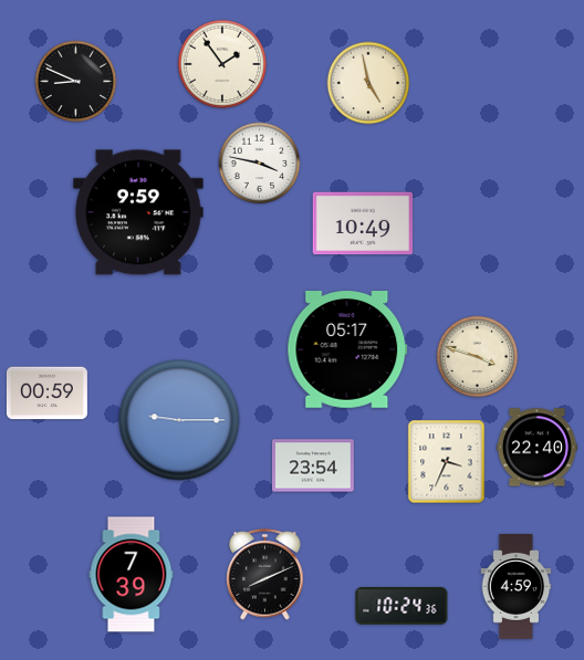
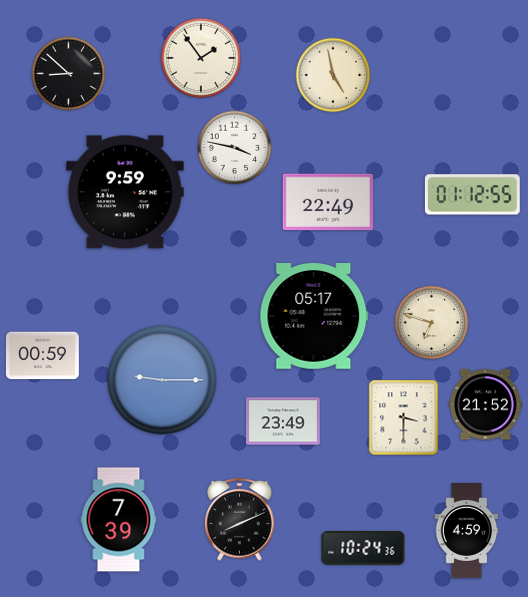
clock at (76, 82): 8:49 -> 8:52
clock at (472, 195): none -> 01:12
clock at (363, 223): 10:49 -> 22:49
clock at (478, 357): 3:48 -> 6:48
clock at (536, 448): 22:40 -> 21:52
clock at (447, 462): 3:34 -> 3:30
clock at (314, 465): 23:54 -> 23:49
